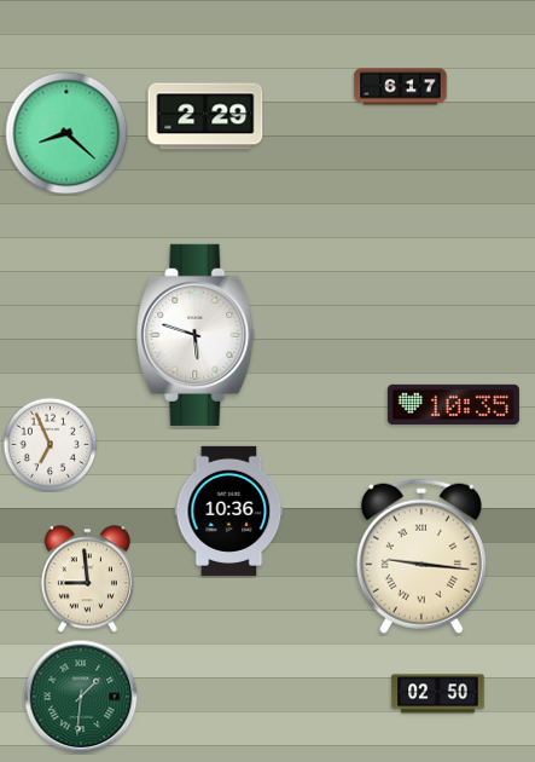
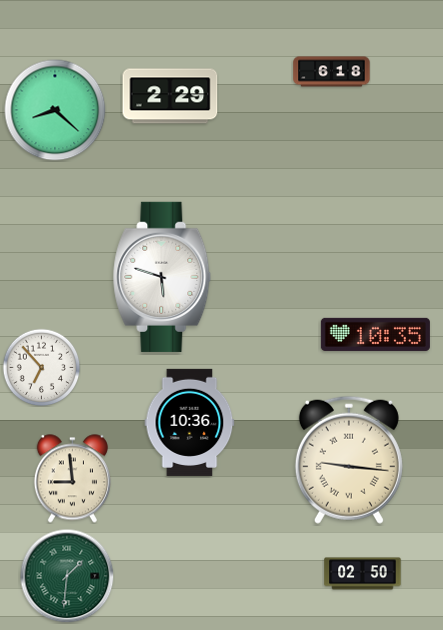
clock at (401, 87): 6:17 -> 6:18
clock at (50, 444): 6:56 -> 6:53
